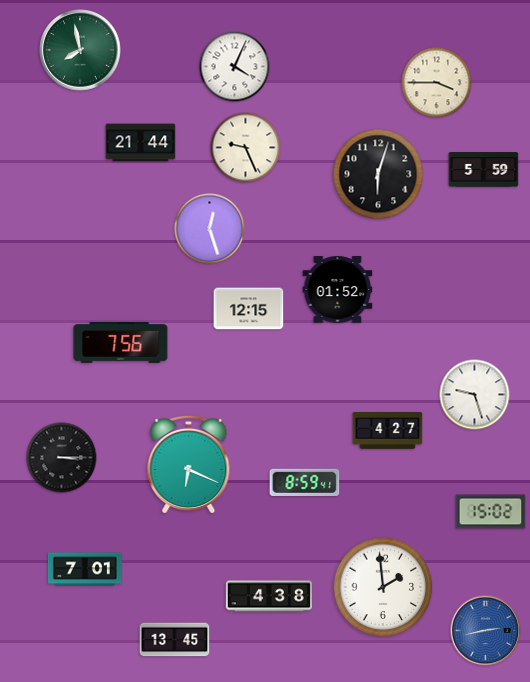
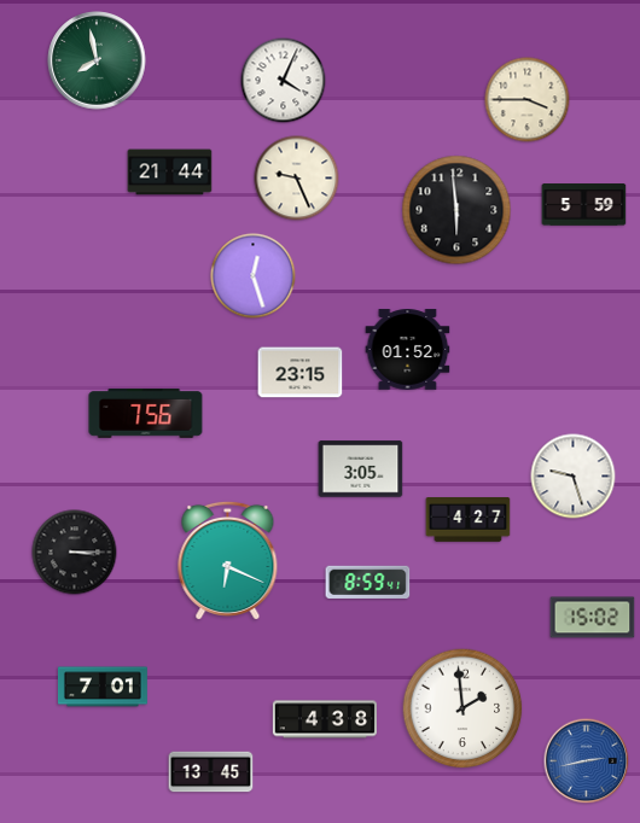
clock at (378, 174): 6:03 -> 5:59
clock at (249, 309): 12:15 -> 23:15
clock at (361, 469): none -> 3:05
